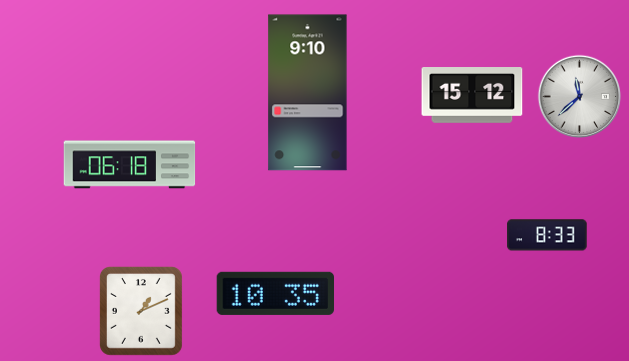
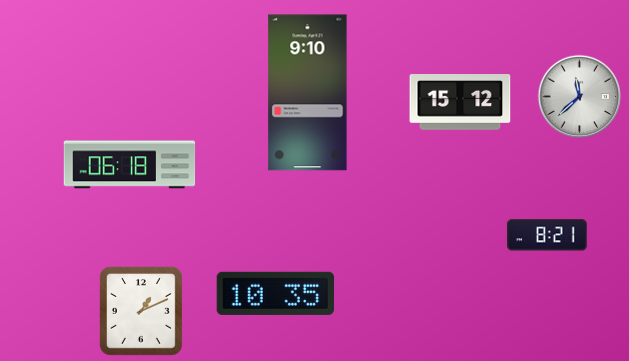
clock at (472, 96) position: (472, 96) -> (460, 103)
clock at (547, 235): 8:33 -> 8:21
